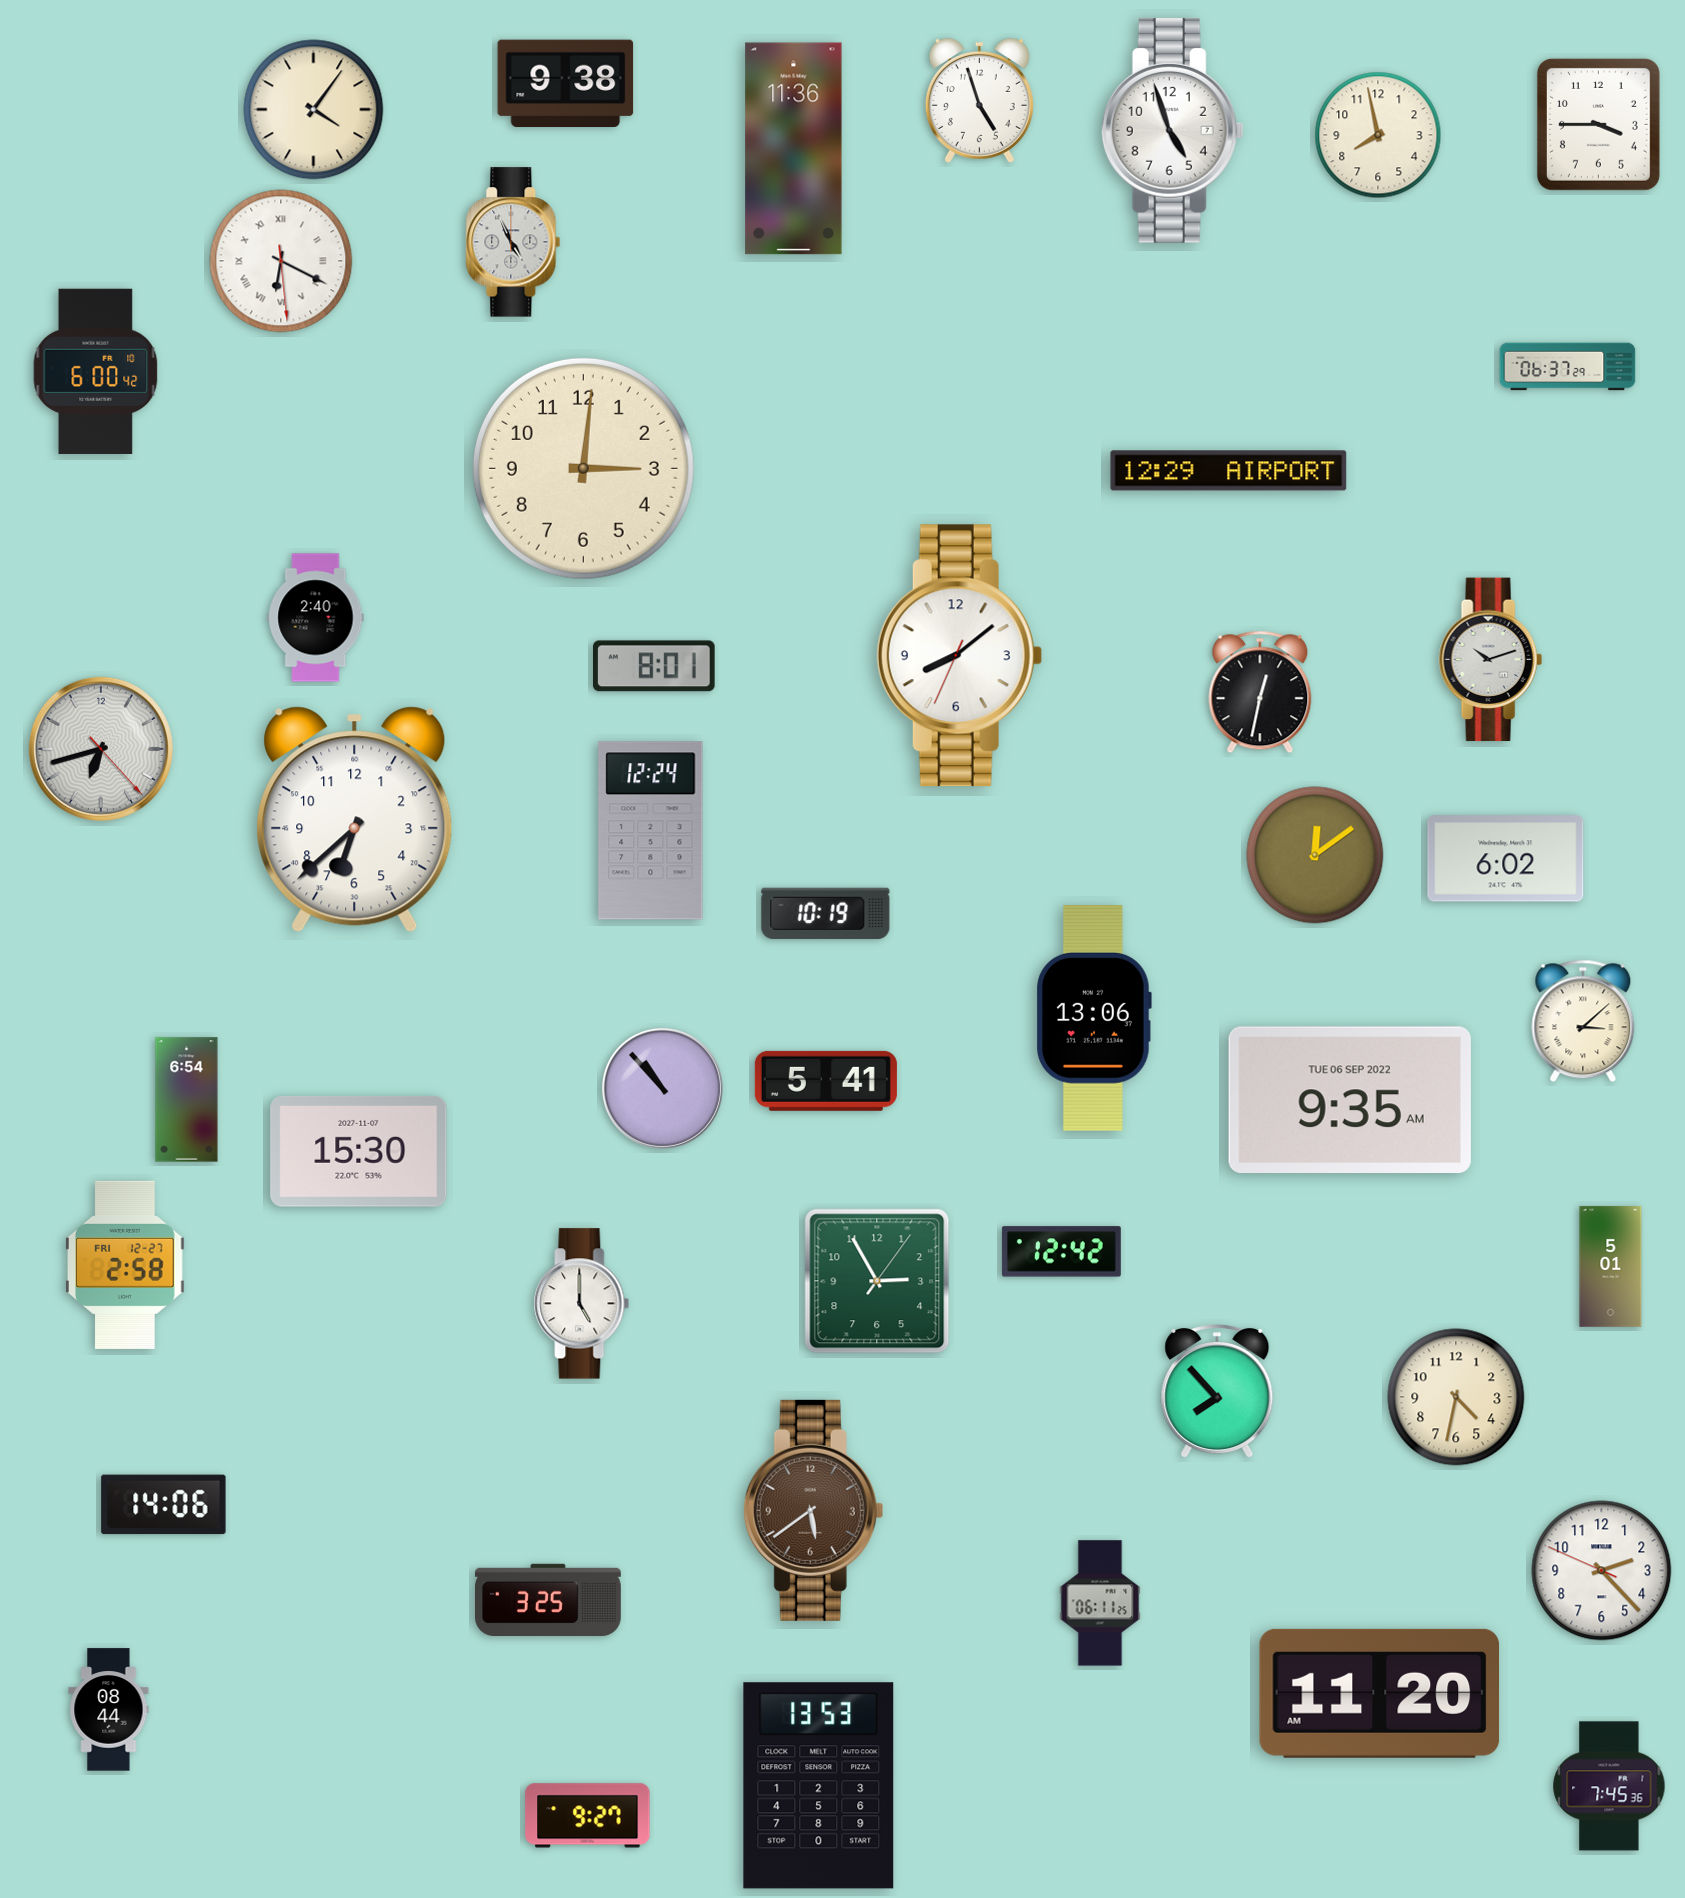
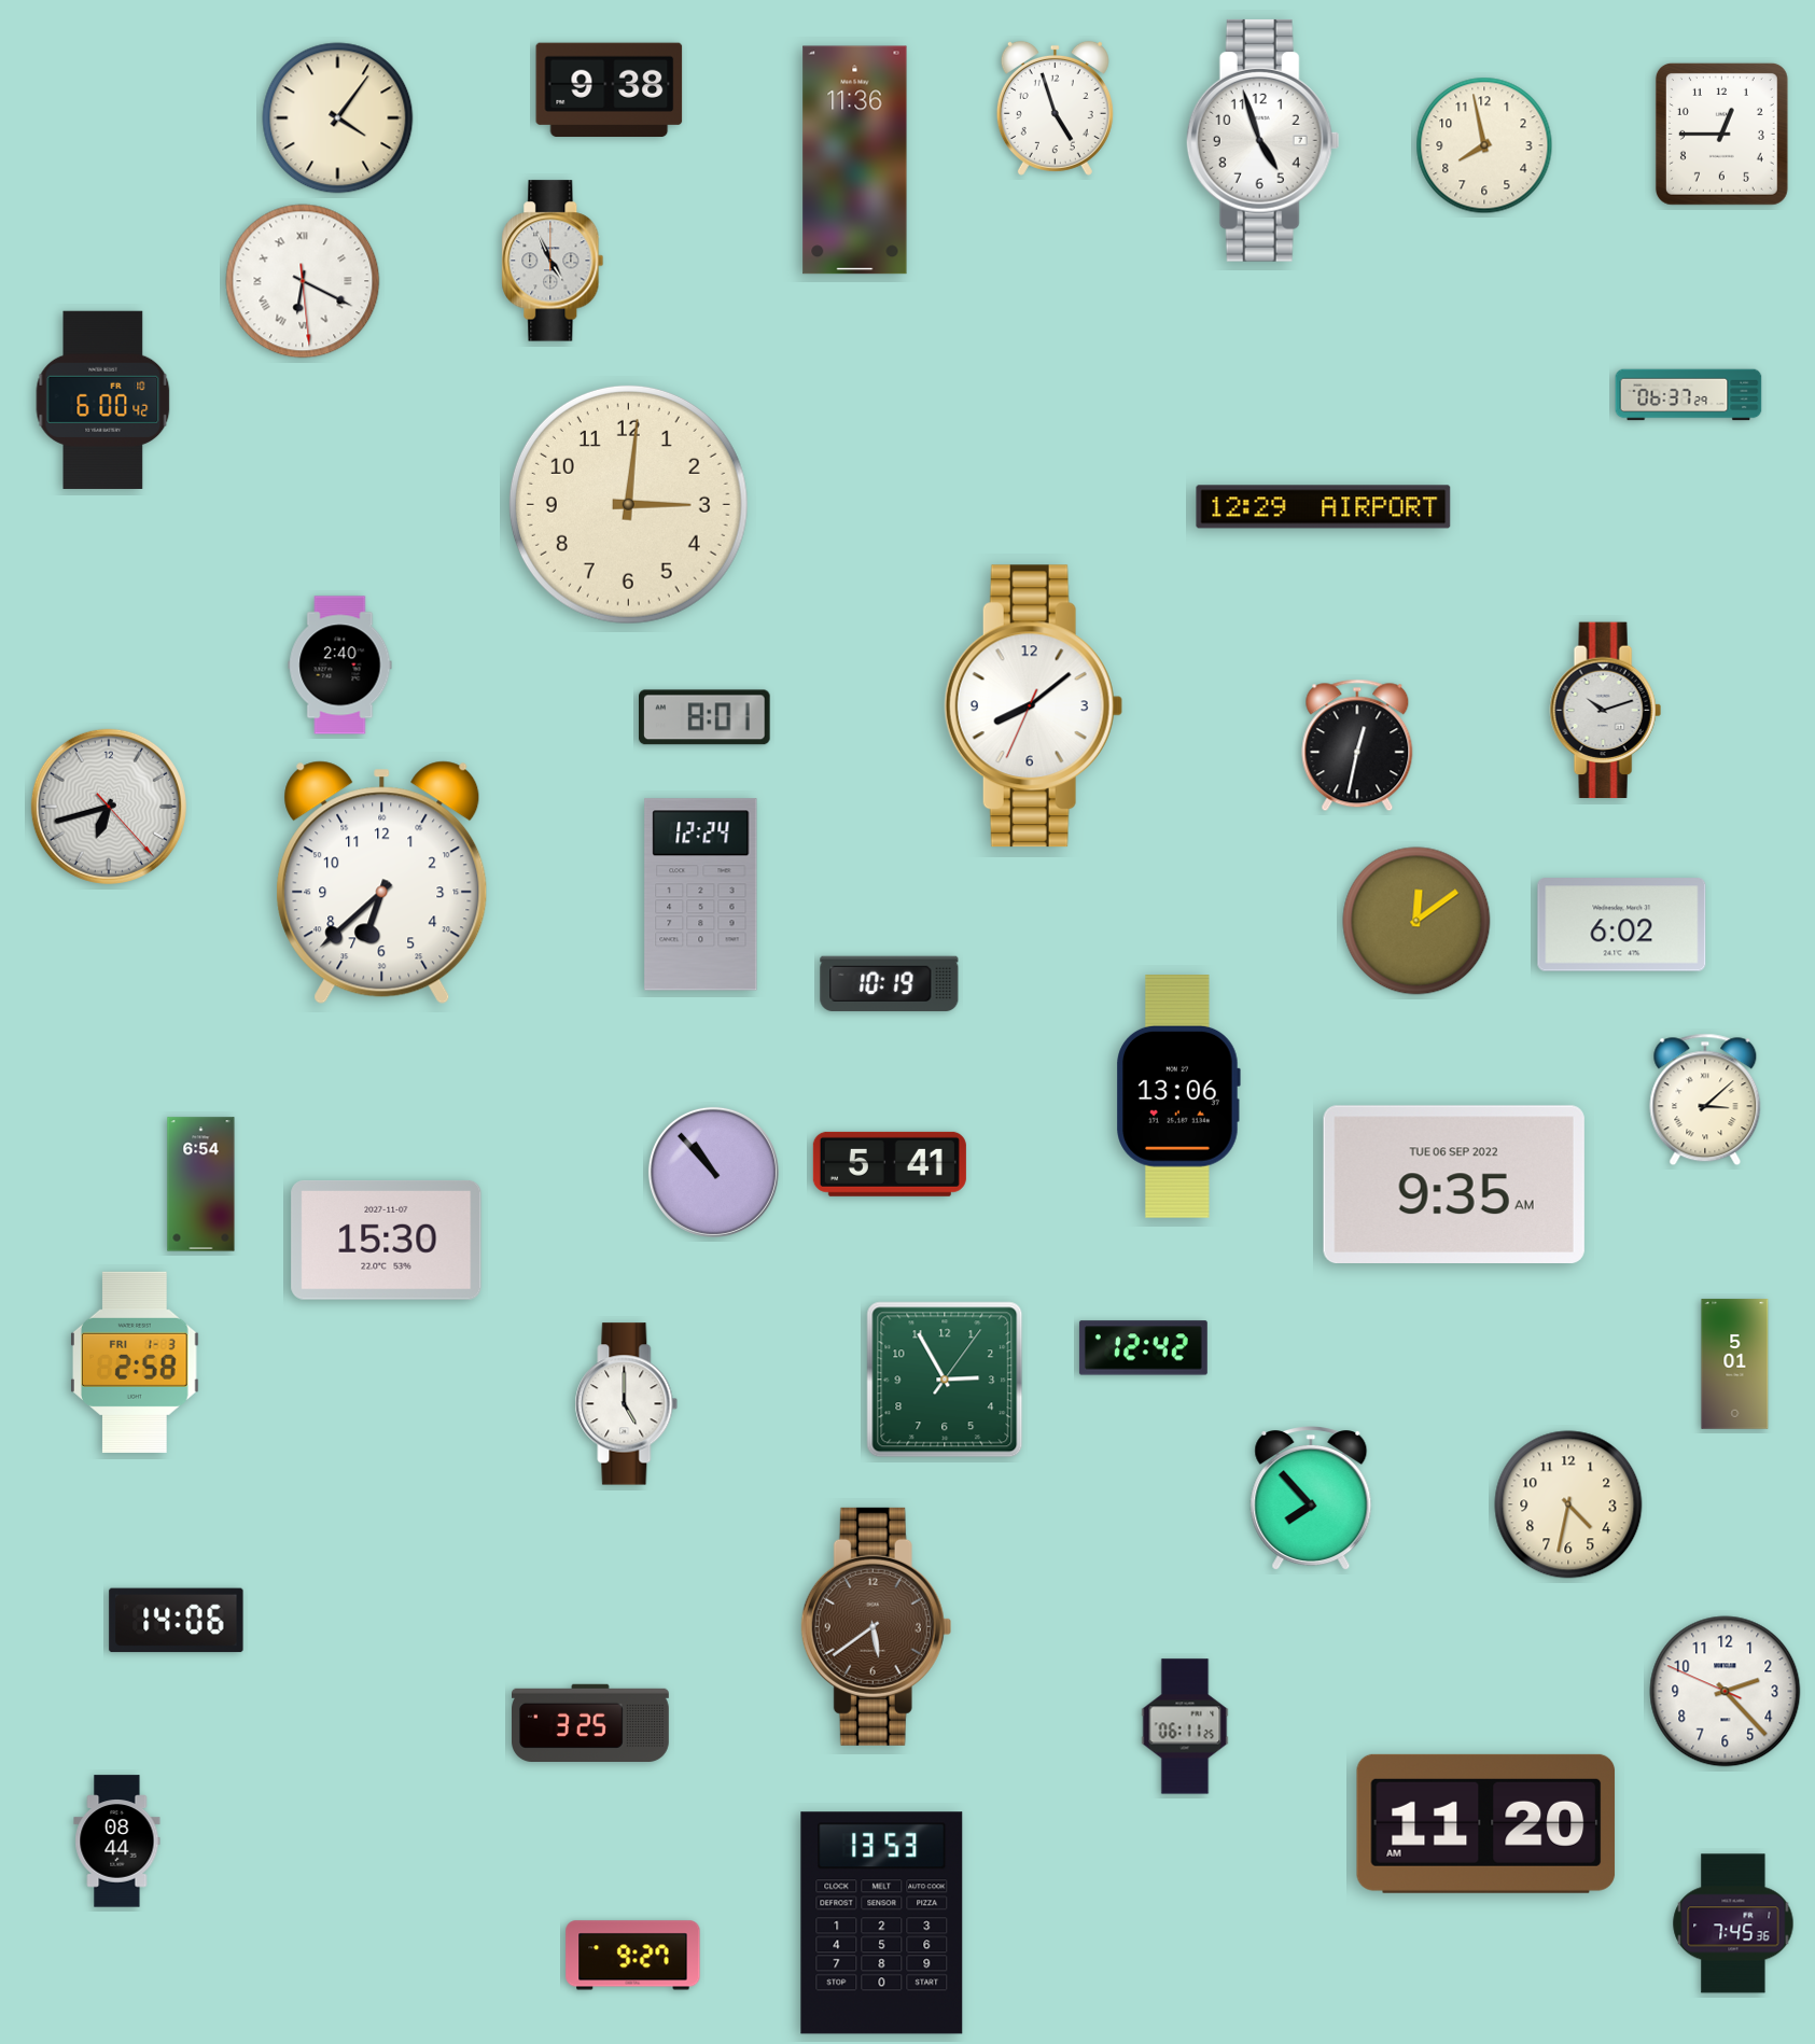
clock at (1598, 124): 3:45 -> 12:45
clock at (126, 1265) date: FRI 12-27 -> FRI 1-3
